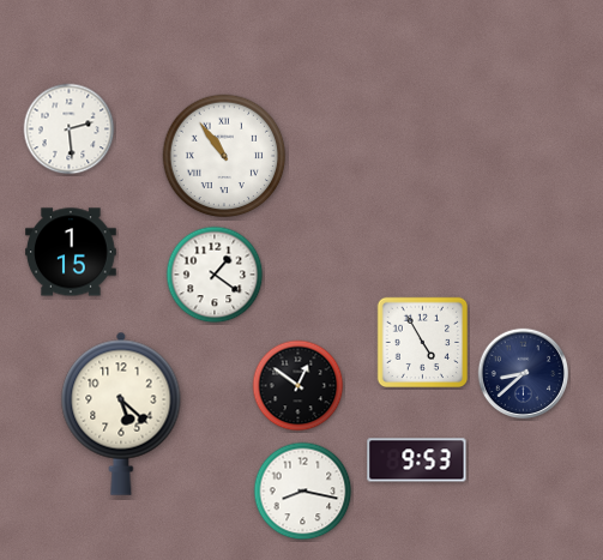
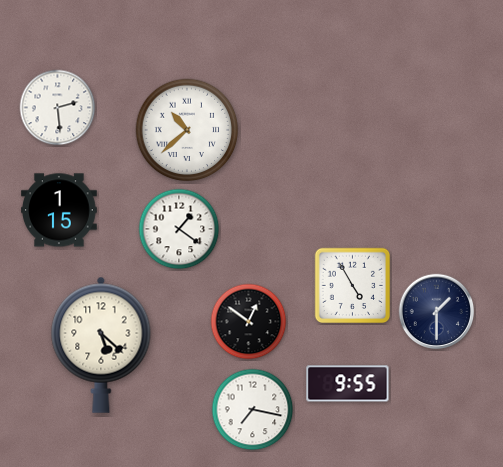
clock at (224, 156): 10:54 -> 10:38
clock at (524, 374): 8:38 -> 1:30
clock at (417, 460): 9:53 -> 9:55
clock at (303, 492): 8:17 -> 7:17
